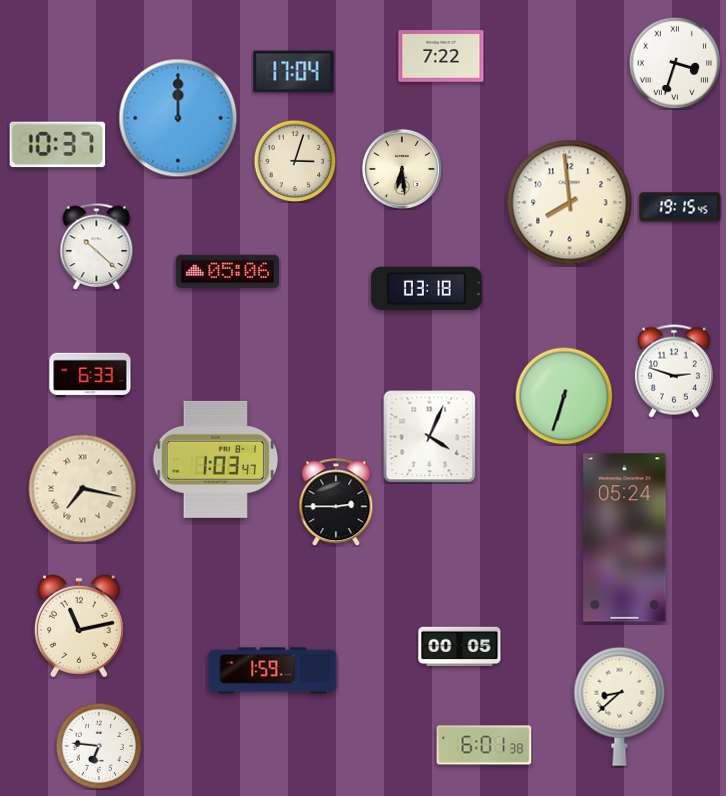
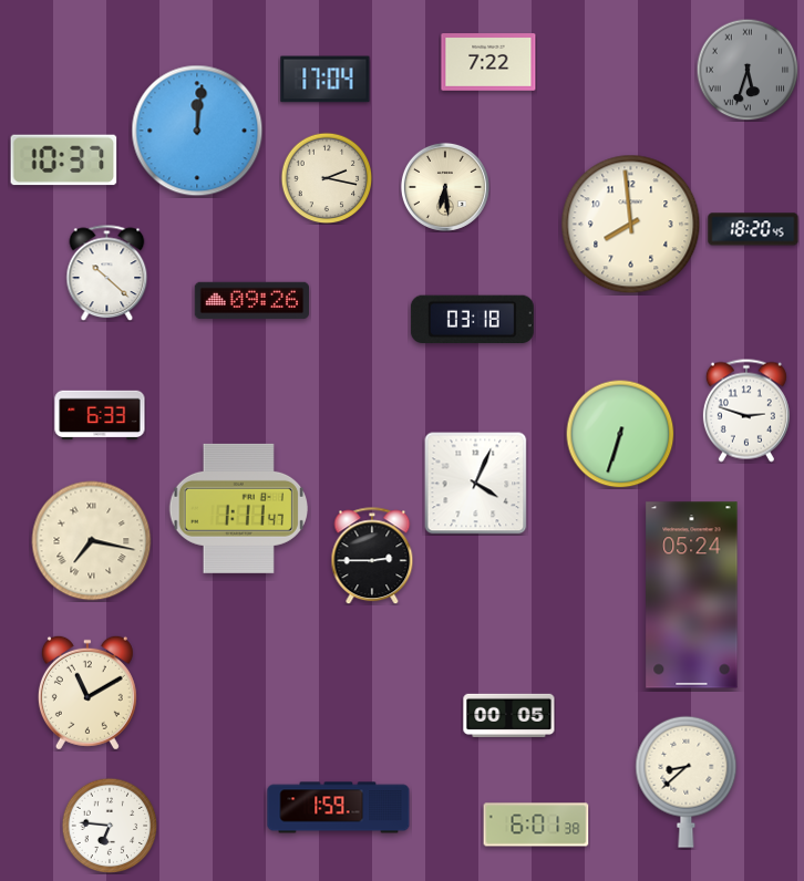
clock at (675, 63): 3:33 -> 5:33
clock at (675, 63) dial: white -> grey
clock at (178, 118): 12:00 -> 12:01
clock at (295, 161): 3:03 -> 2:17
clock at (680, 207): 19:15 -> 18:20
clock at (227, 272): 05:06 -> 09:26
clock at (564, 396) position: (564, 396) -> (620, 434)
clock at (215, 459): 1:03 -> 1:11
clock at (79, 626): 11:13 -> 11:10
clock at (273, 671) position: (273, 671) -> (339, 808)
